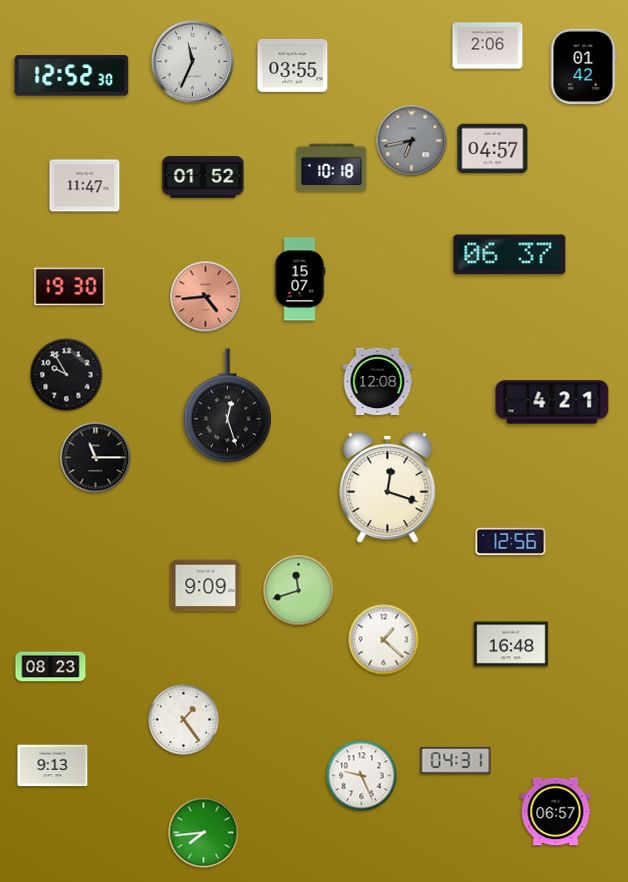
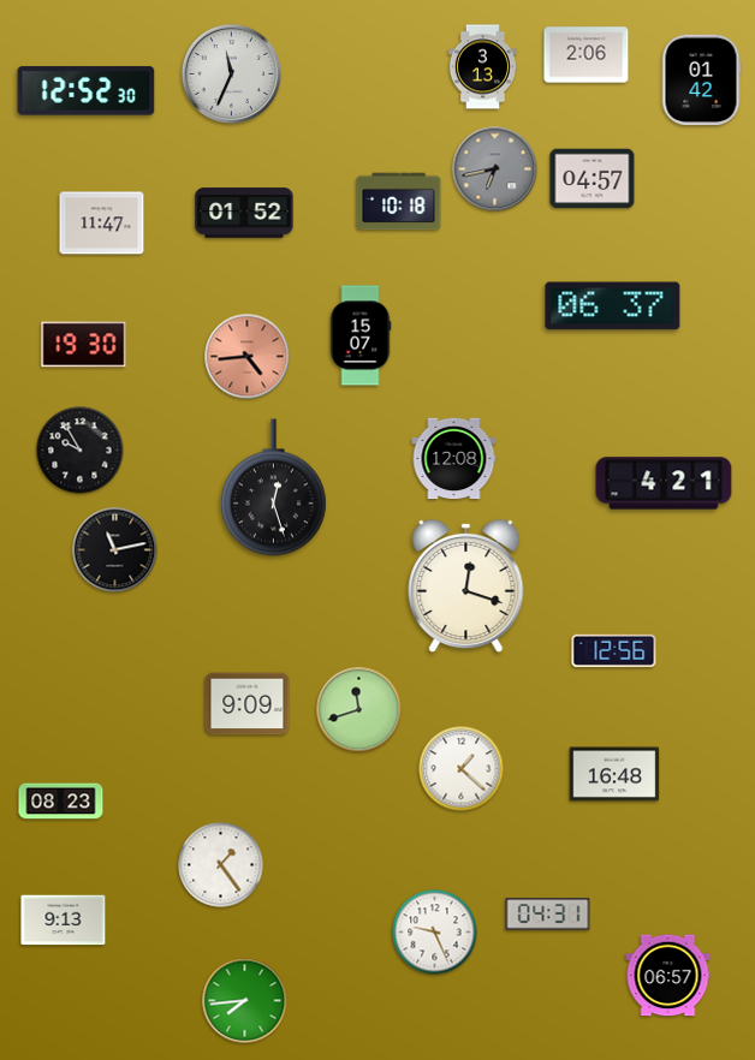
clock at (482, 67): none -> 3:13
clock at (293, 66): 03:55 -> none
clock at (96, 458): 11:15 -> 11:13
